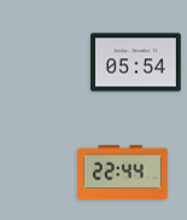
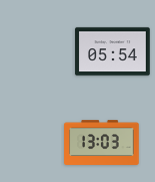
clock at (123, 172): 22:44 -> 13:03
